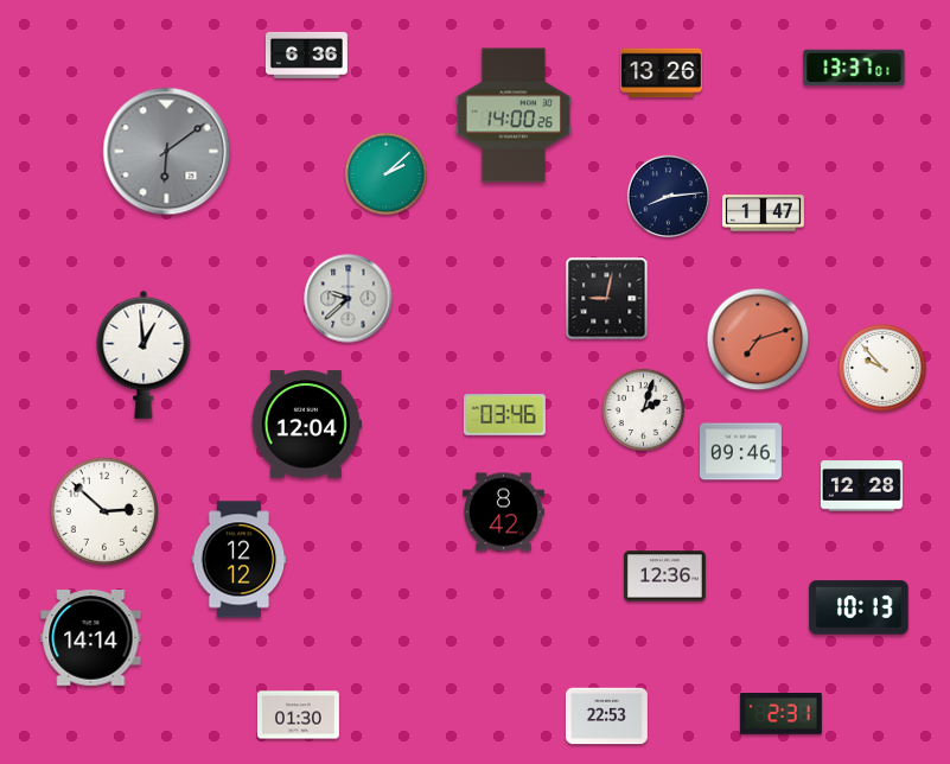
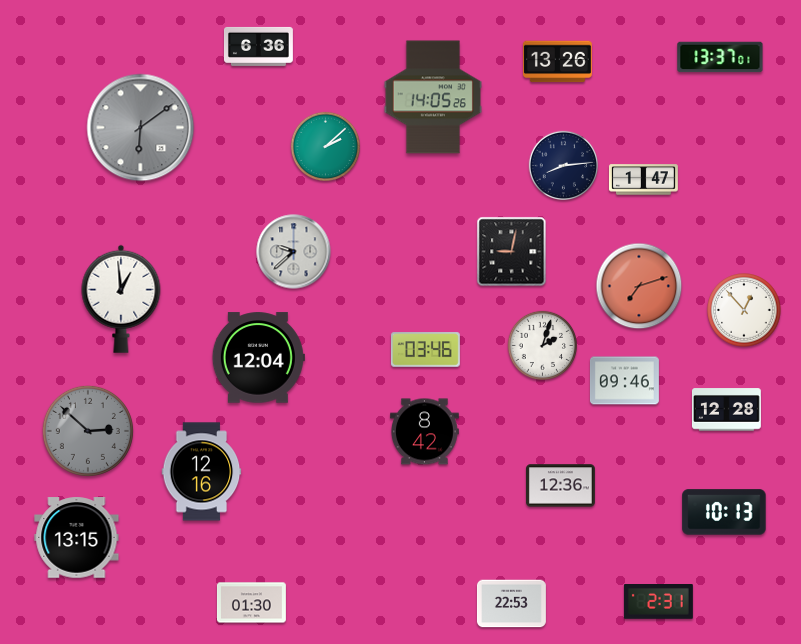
clock at (514, 115): 14:00 -> 14:05
clock at (882, 368): 9:53 -> 12:53
clock at (104, 511) dial: white -> grey
clock at (240, 560): 12:12 -> 12:16
clock at (91, 638): 14:14 -> 13:15
